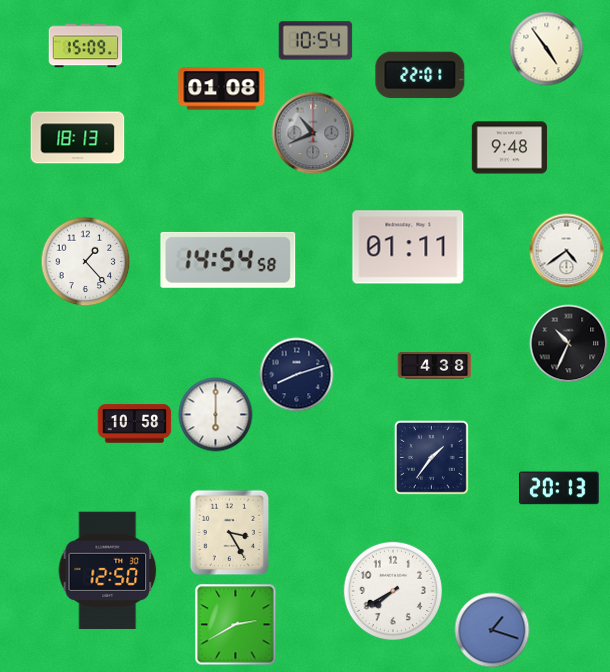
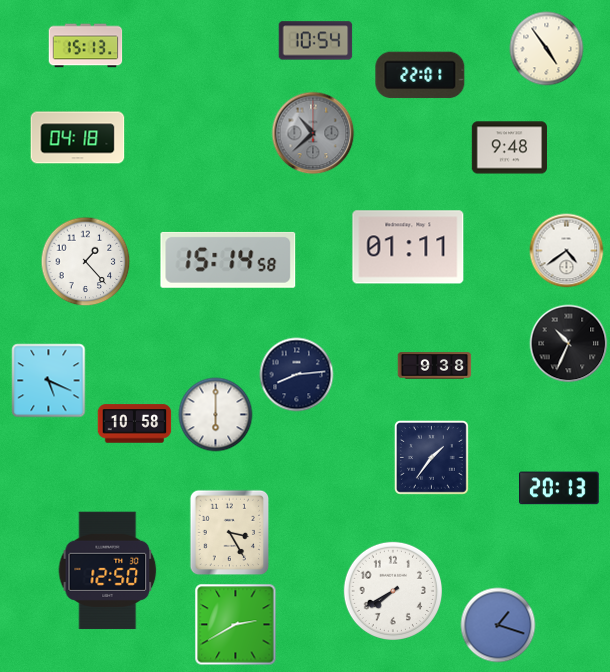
clock at (86, 46): 15:09 -> 15:13
clock at (222, 89): 01:08 -> none
clock at (313, 133): 10:41 -> 10:38
clock at (78, 138): 18:13 -> 04:18
clock at (228, 260): 14:54 -> 15:14
clock at (435, 366): 4:38 -> 9:38
clock at (297, 375): 8:12 -> 8:14
clock at (49, 381): none -> 5:19
clock at (492, 630) position: (492, 630) -> (498, 625)
